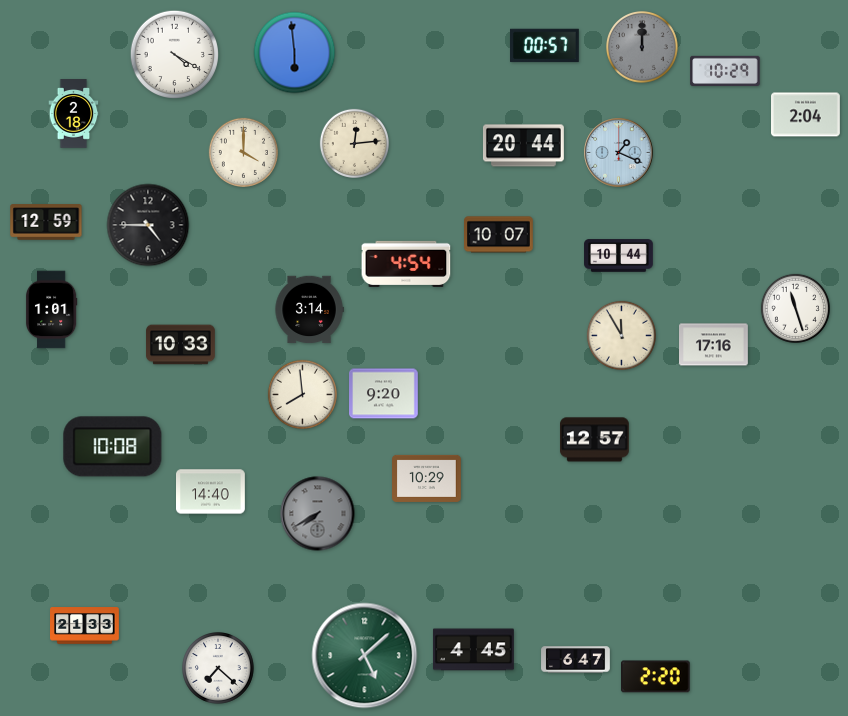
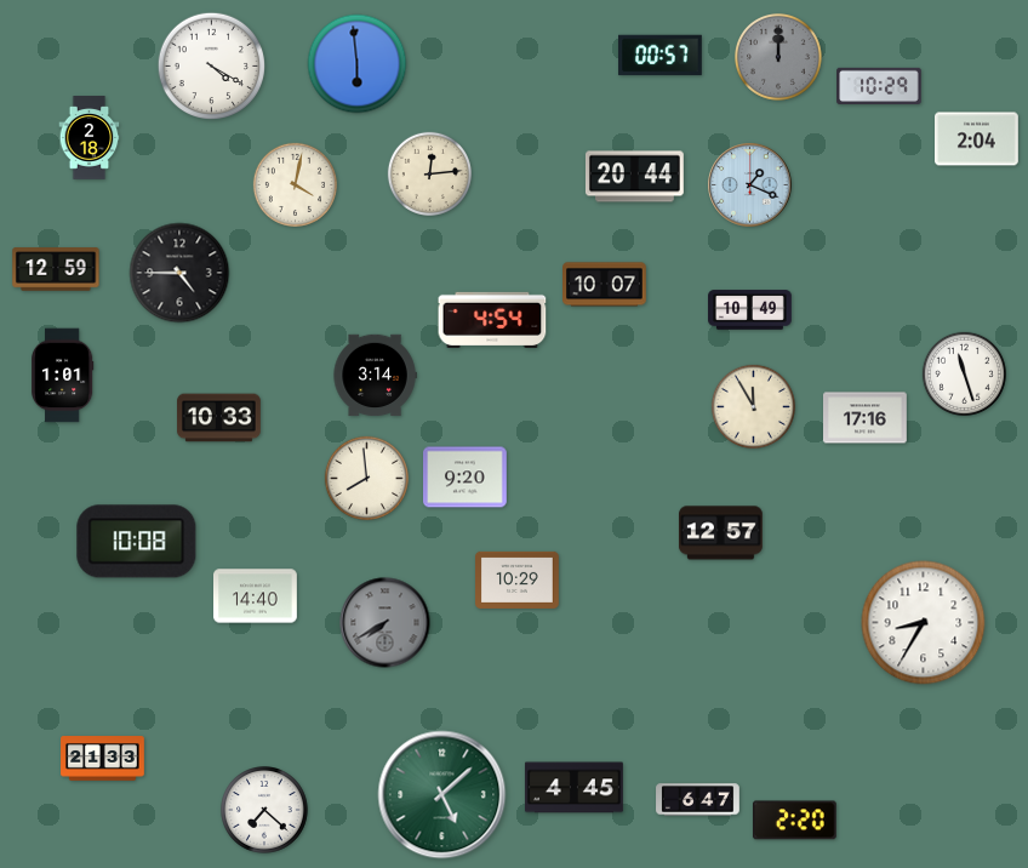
clock at (243, 152): 4:00 -> 4:02
clock at (619, 256): 10:44 -> 10:49
clock at (924, 623): none -> 8:35
